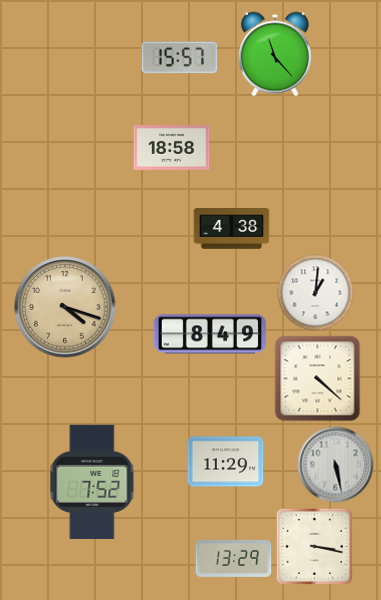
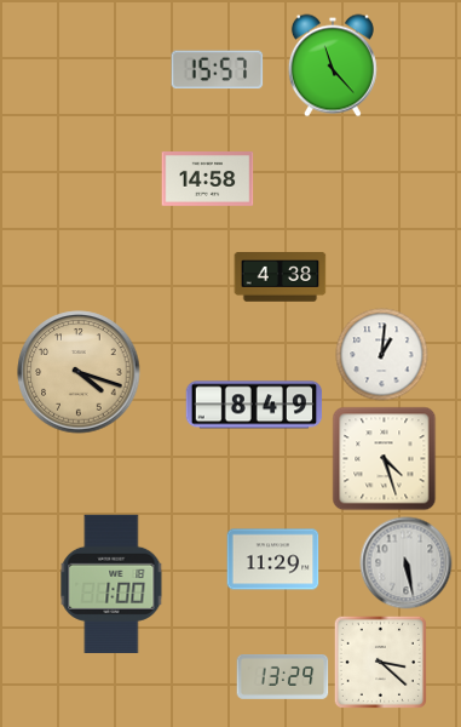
clock at (172, 148): 18:58 -> 14:58
clock at (318, 379): 4:22 -> 4:27
clock at (92, 482): 7:52 -> 1:00
clock at (314, 546): 3:17 -> 3:22
